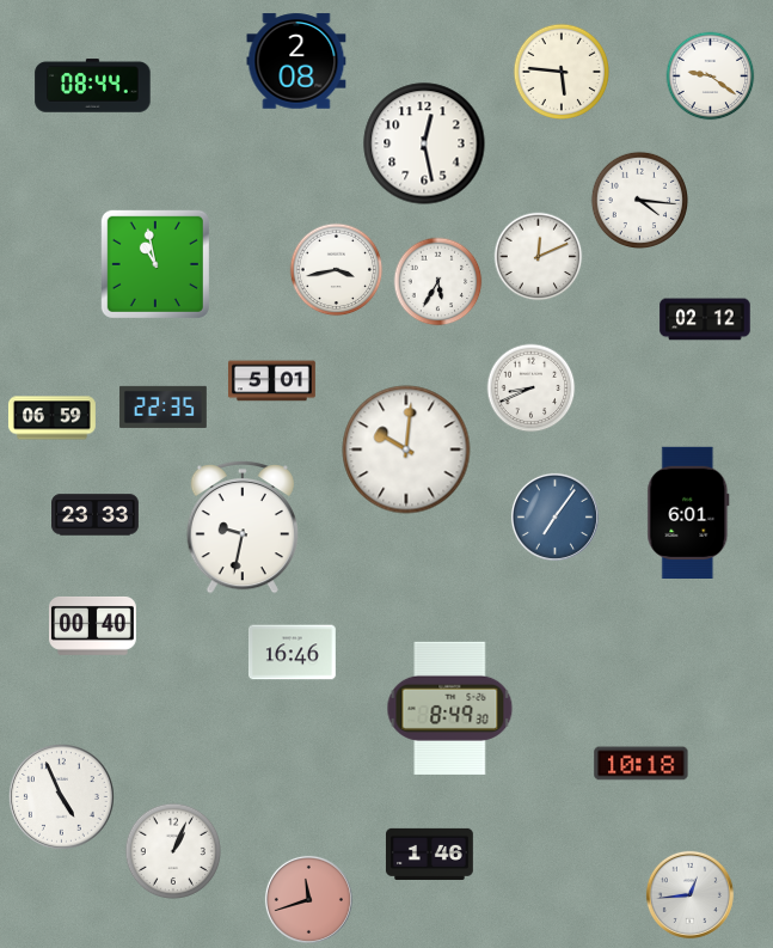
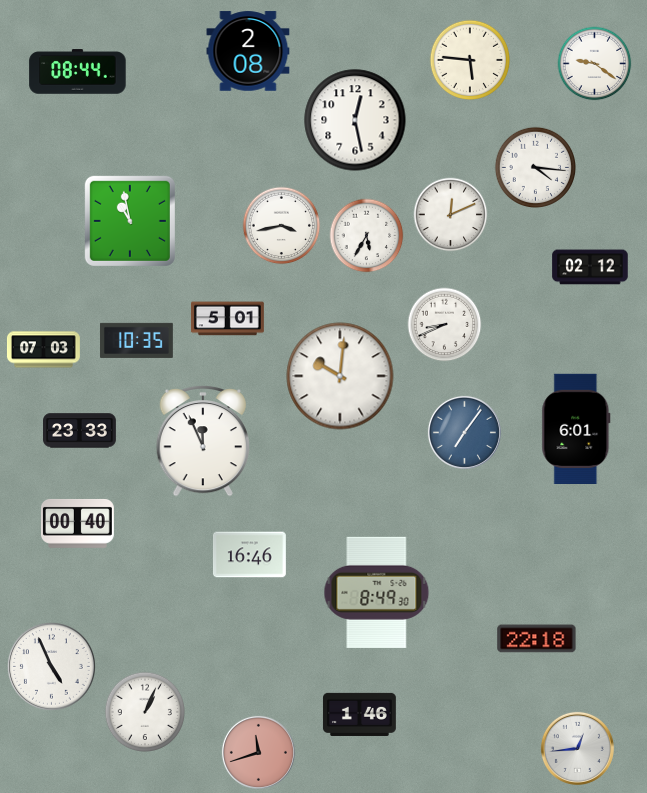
clock at (162, 406): 22:35 -> 10:35
clock at (51, 418): 06:59 -> 07:03
clock at (241, 527): 9:32 -> 11:56
clock at (292, 653) position: (292, 653) -> (249, 555)
clock at (642, 764): 10:18 -> 22:18
